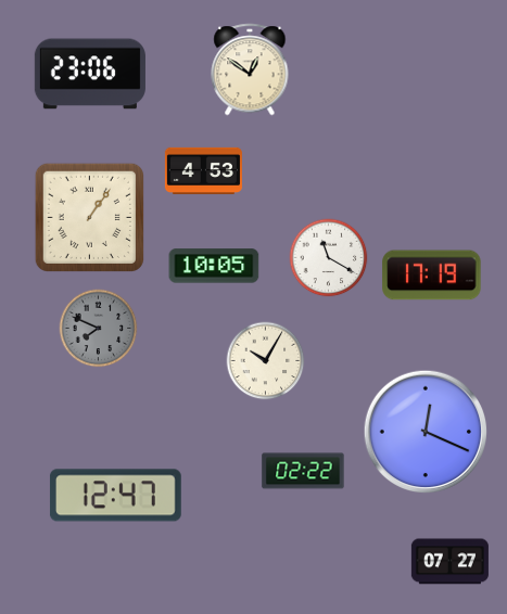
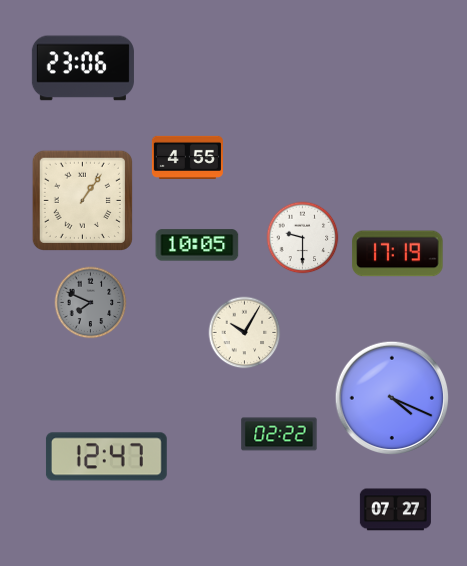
clock at (250, 69): 12:51 -> none
clock at (203, 170): 4:53 -> 4:55
clock at (329, 258): 11:20 -> 9:30
clock at (426, 432): 12:19 -> 4:19
clock at (449, 562) position: (449, 562) -> (395, 510)
